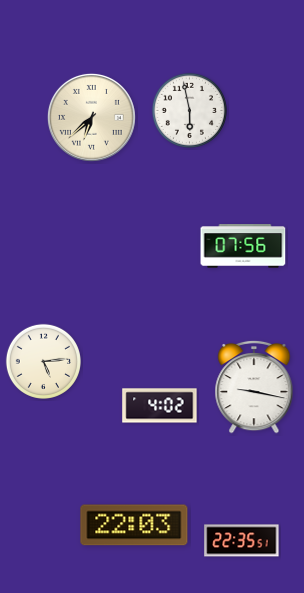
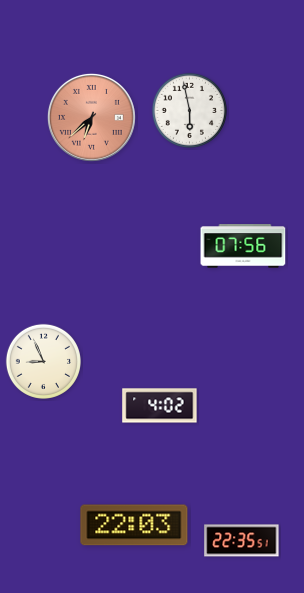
clock at (91, 117) dial: cream -> salmon
clock at (43, 361): 5:14 -> 8:56
clock at (254, 387): 9:17 -> none
